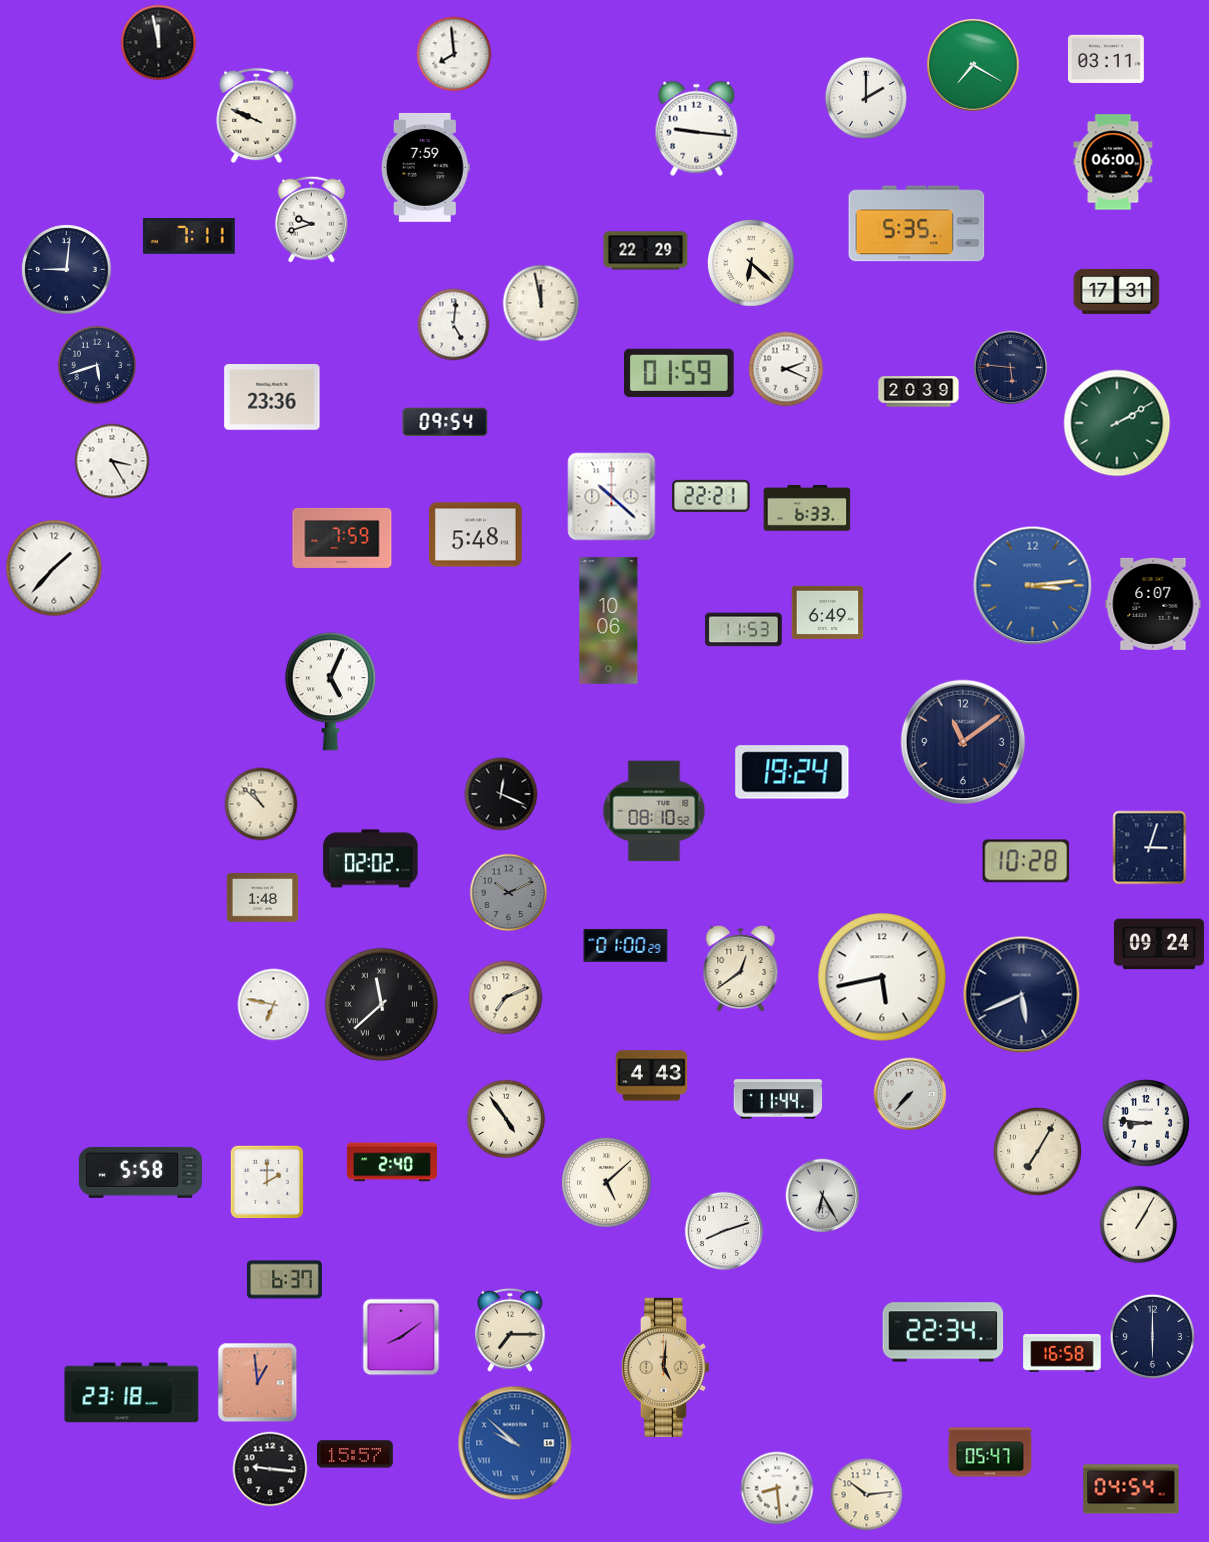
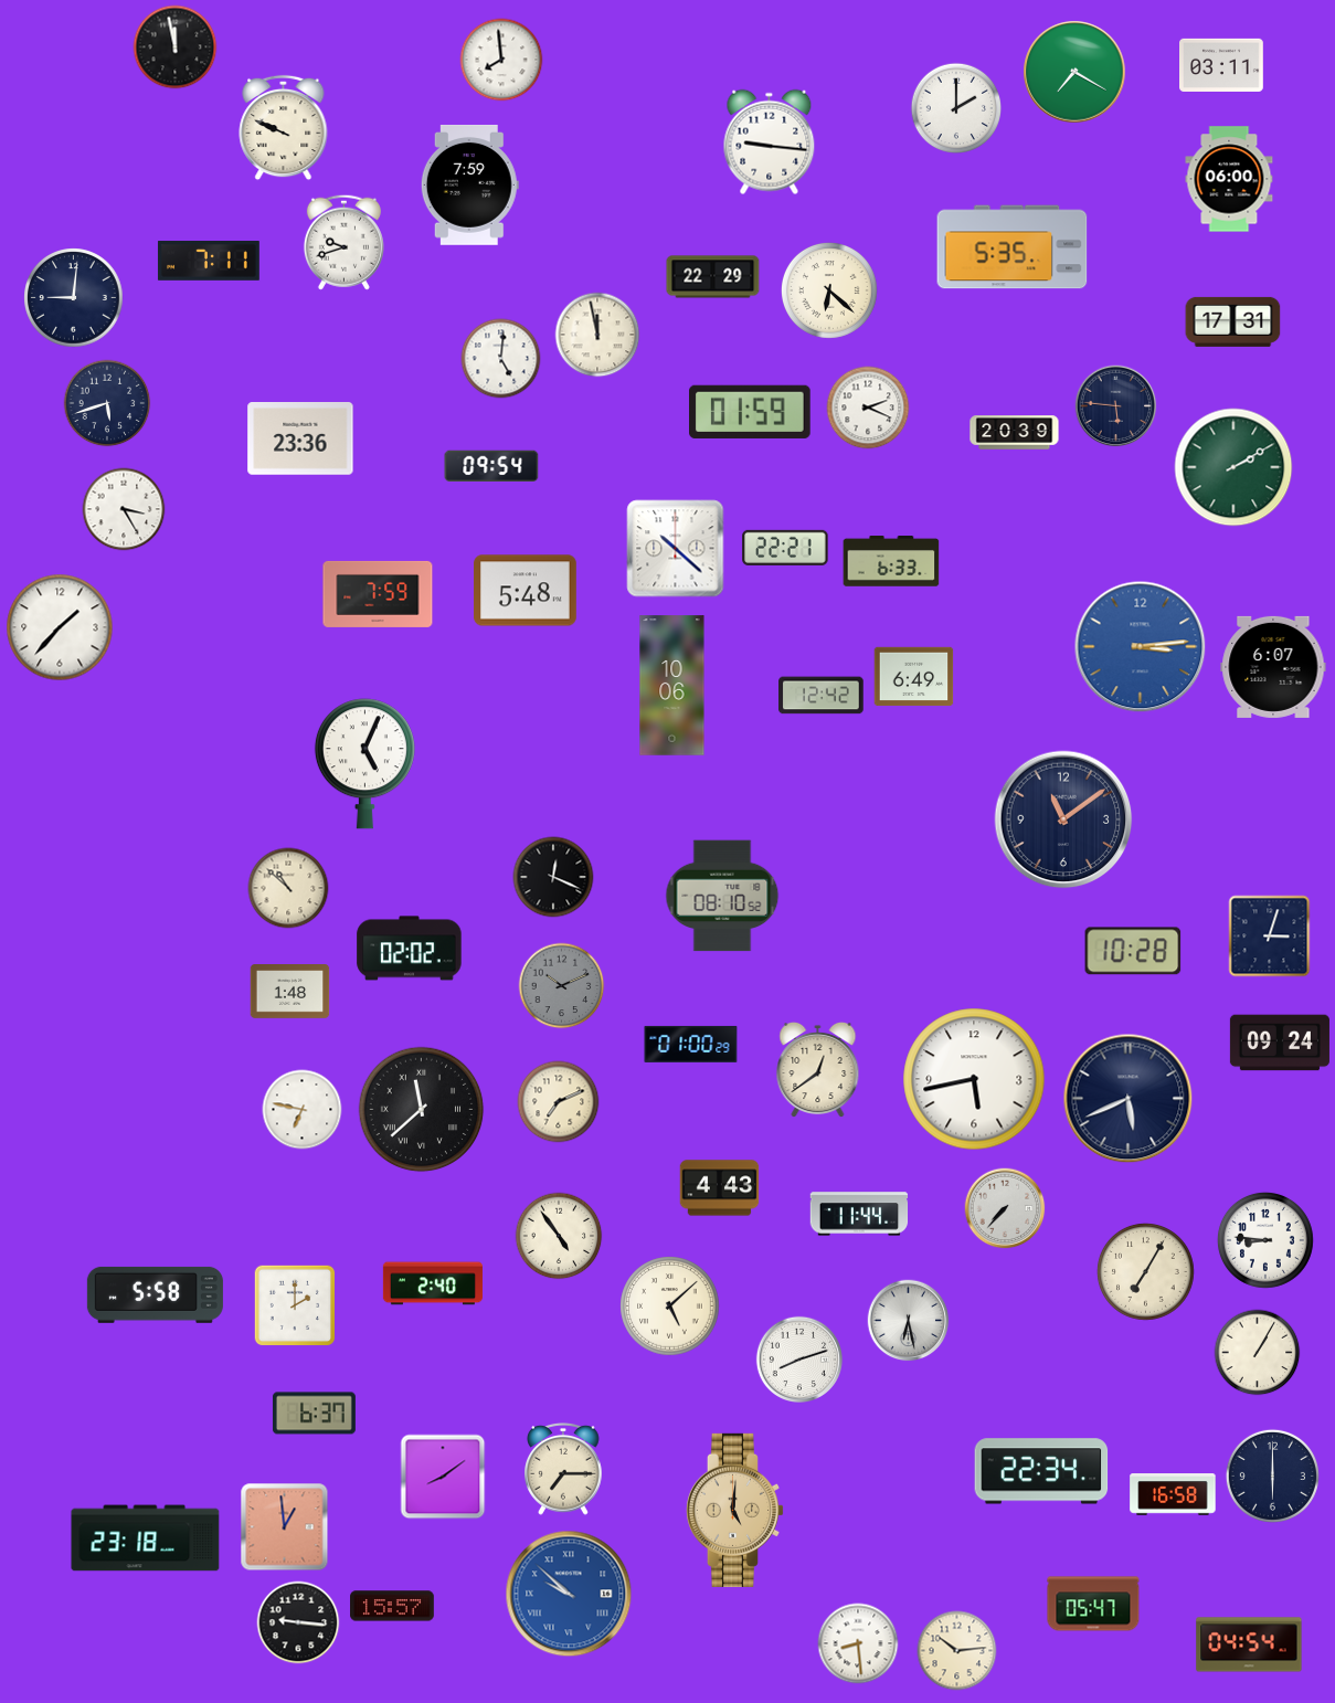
clock at (744, 630): 11:53 -> 12:42
clock at (792, 772): 19:24 -> none
clock at (823, 1196): 6:25 -> 6:28
